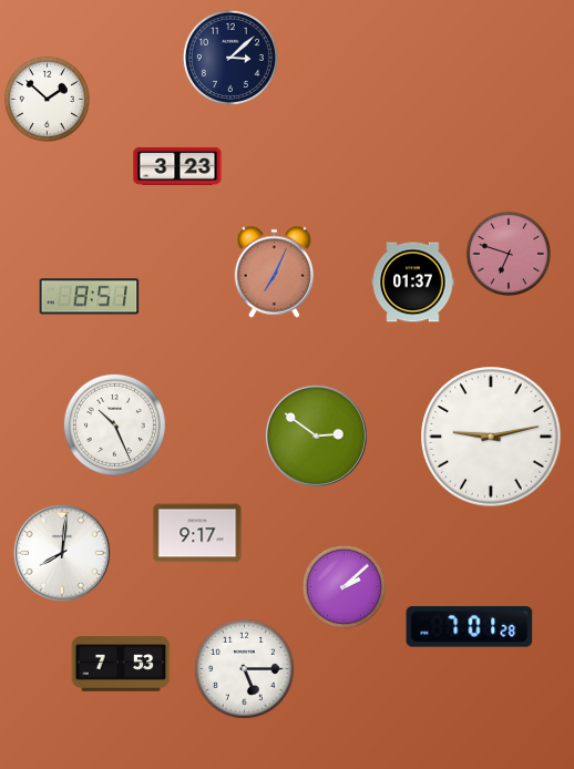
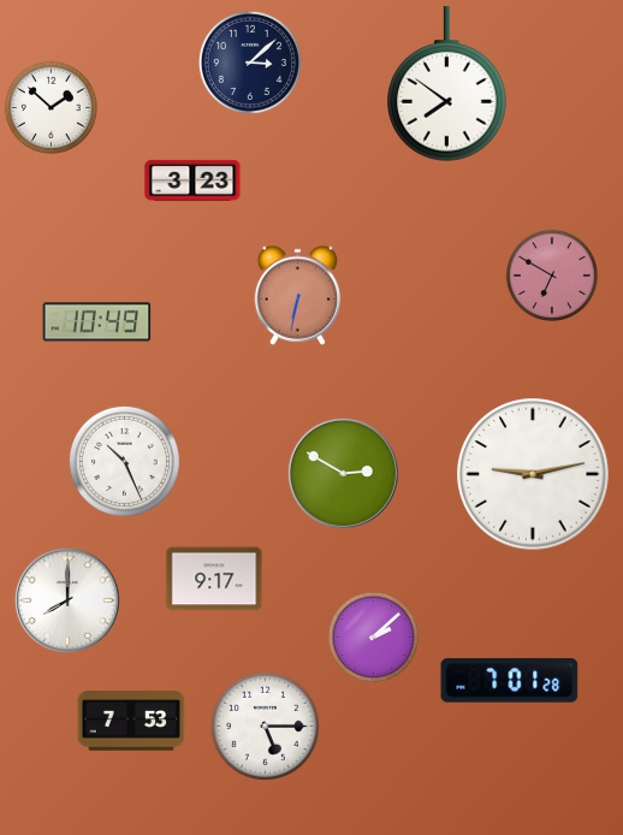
clock at (447, 84): none -> 7:51
clock at (508, 253): 6:48 -> 6:50
clock at (274, 271): 7:04 -> 6:32
clock at (413, 283): 01:37 -> none
clock at (90, 297): 8:51 -> 10:49
clock at (316, 435): 2:51 -> 2:50
clock at (62, 553): 8:01 -> 8:00
